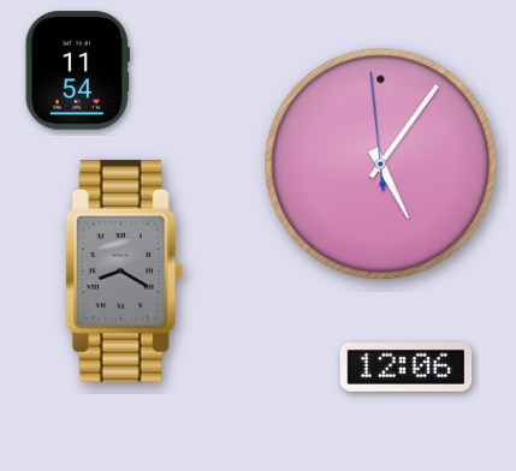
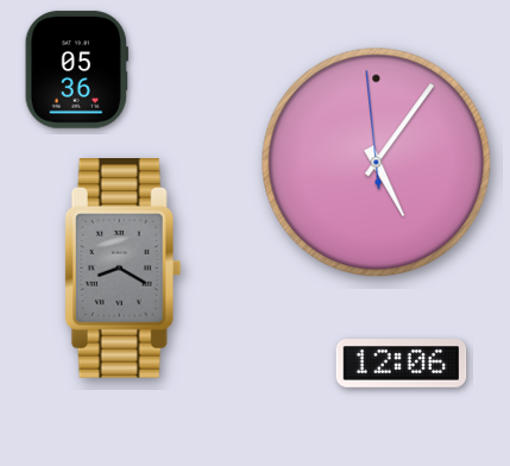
clock at (77, 71): 11:54 -> 05:36
